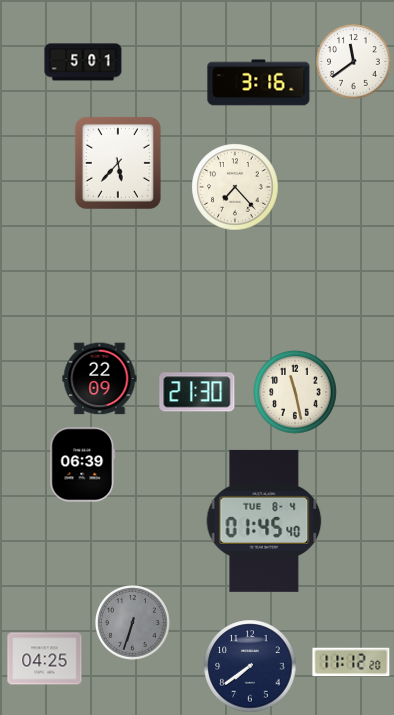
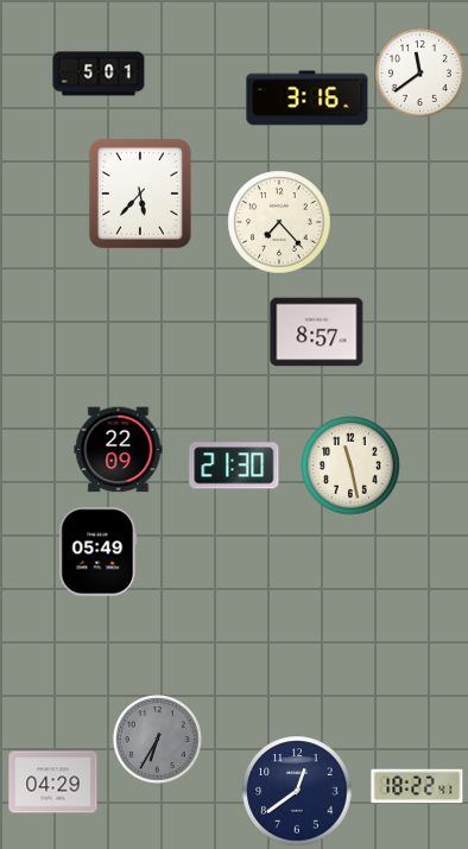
clock at (317, 332): none -> 8:57
clock at (83, 465): 06:39 -> 05:49
clock at (264, 521): 01:45 -> none
clock at (133, 623): 6:33 -> 6:35
clock at (45, 659): 04:25 -> 04:29
clock at (351, 662): 11:12 -> 18:22
clock at (250, 666): 7:39 -> 12:39
